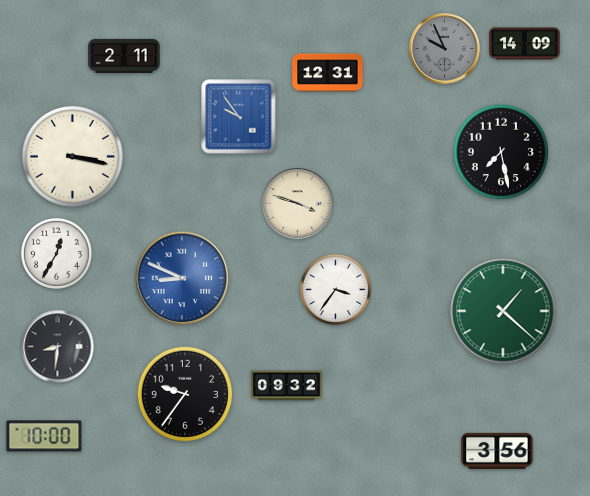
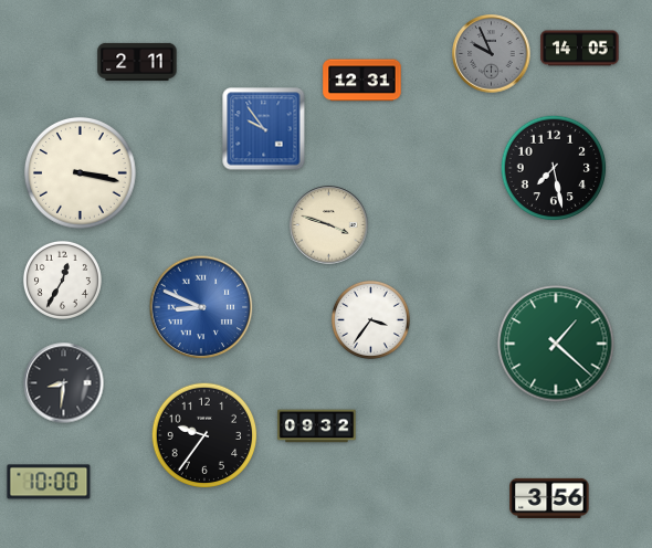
clock at (525, 44): 14:09 -> 14:05
